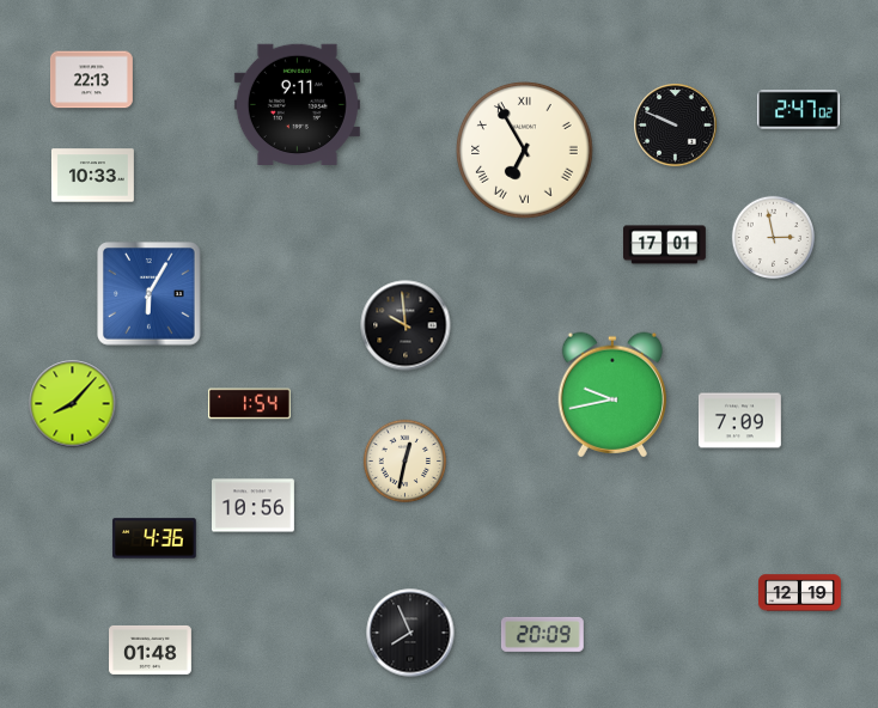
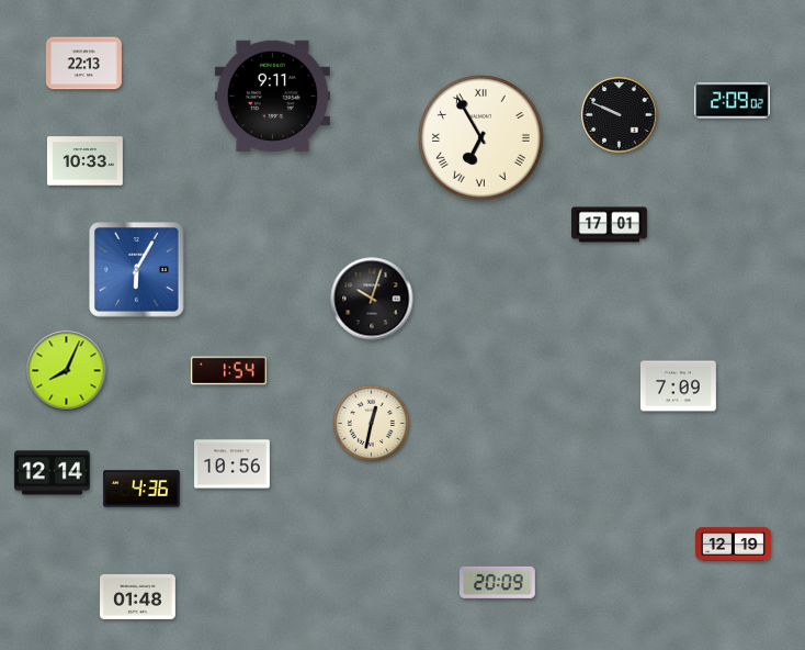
clock at (91, 80) position: (91, 80) -> (83, 64)
clock at (799, 110): 2:47 -> 2:09
clock at (773, 237): 2:58 -> none
clock at (406, 325): 9:59 -> 10:03
clock at (611, 395): 9:43 -> none
clock at (73, 404): 8:07 -> 8:04
clock at (52, 473): none -> 12:14
clock at (154, 538) position: (154, 538) -> (141, 489)
clock at (410, 633): 7:56 -> none
